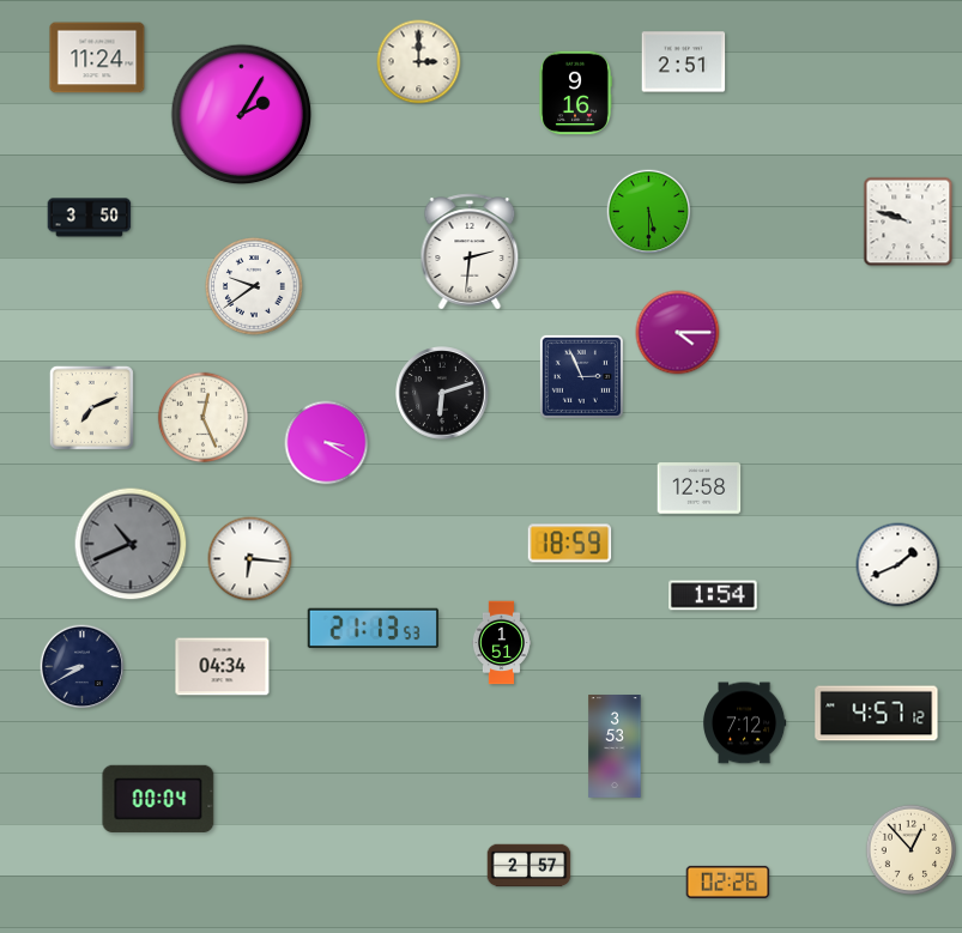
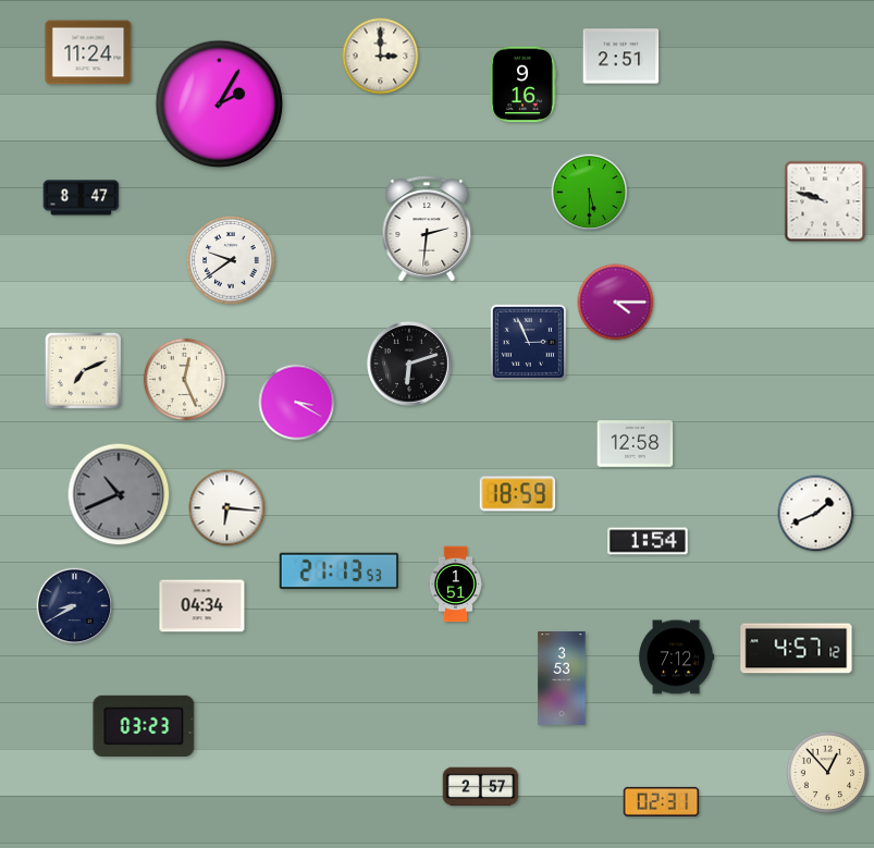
clock at (90, 218): 3:50 -> 8:47
clock at (442, 393) position: (442, 393) -> (409, 364)
clock at (615, 747) position: (615, 747) -> (562, 679)
clock at (158, 799): 00:04 -> 03:23
clock at (728, 881): 02:26 -> 02:31
